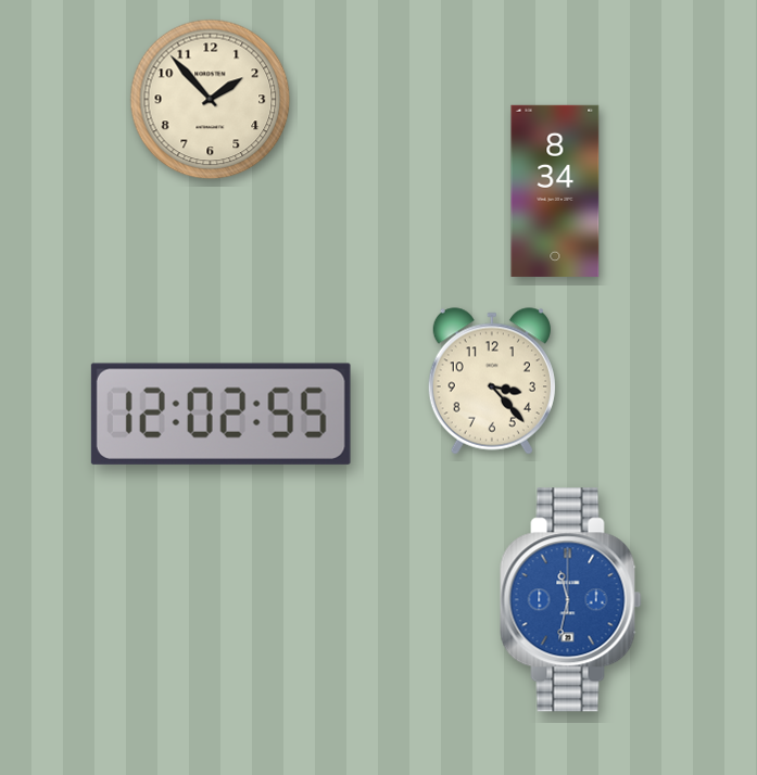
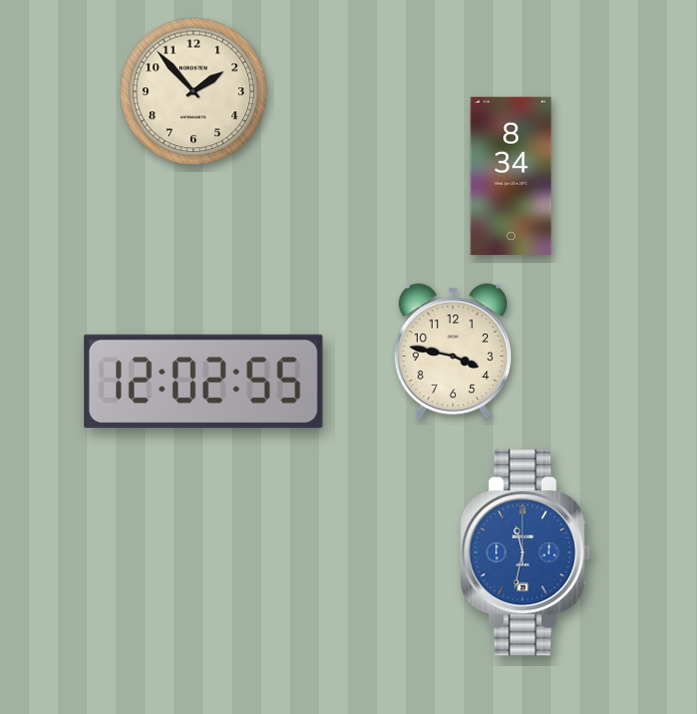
clock at (492, 381): 3:23 -> 3:47
